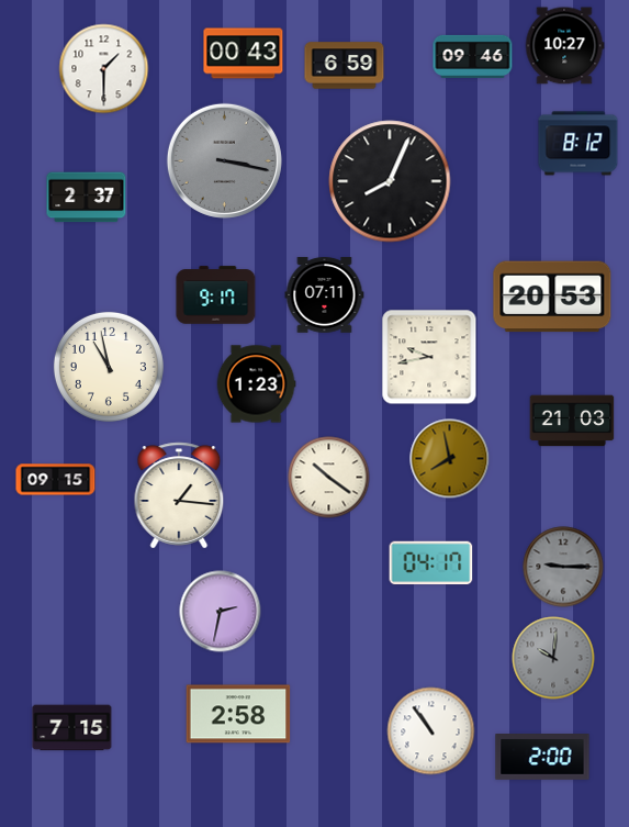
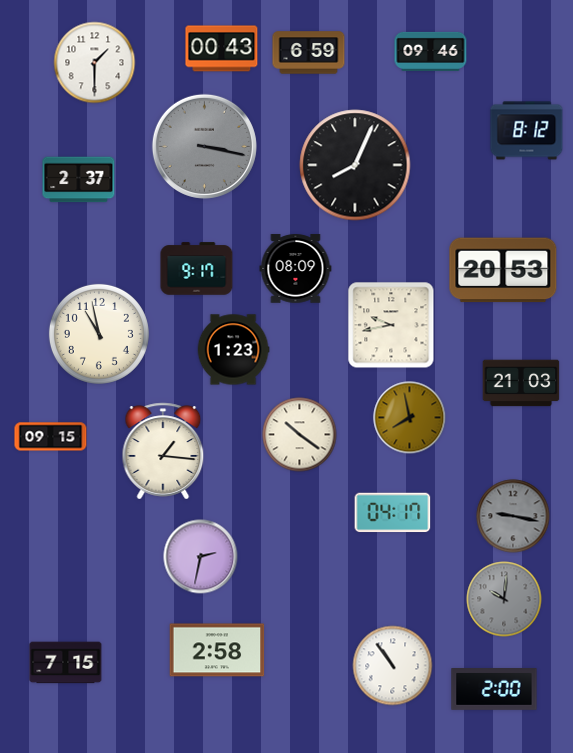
clock at (564, 46): 10:27 -> none
clock at (345, 66) position: (345, 66) -> (309, 53)
clock at (325, 295): 07:11 -> 08:09
clock at (563, 567): 9:15 -> 9:17
